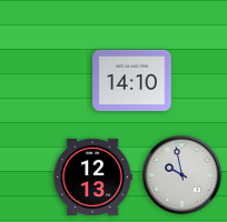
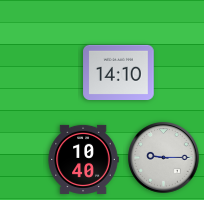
clock at (182, 175): 9:58 -> 9:15
clock at (92, 176): 12:13 -> 10:40
